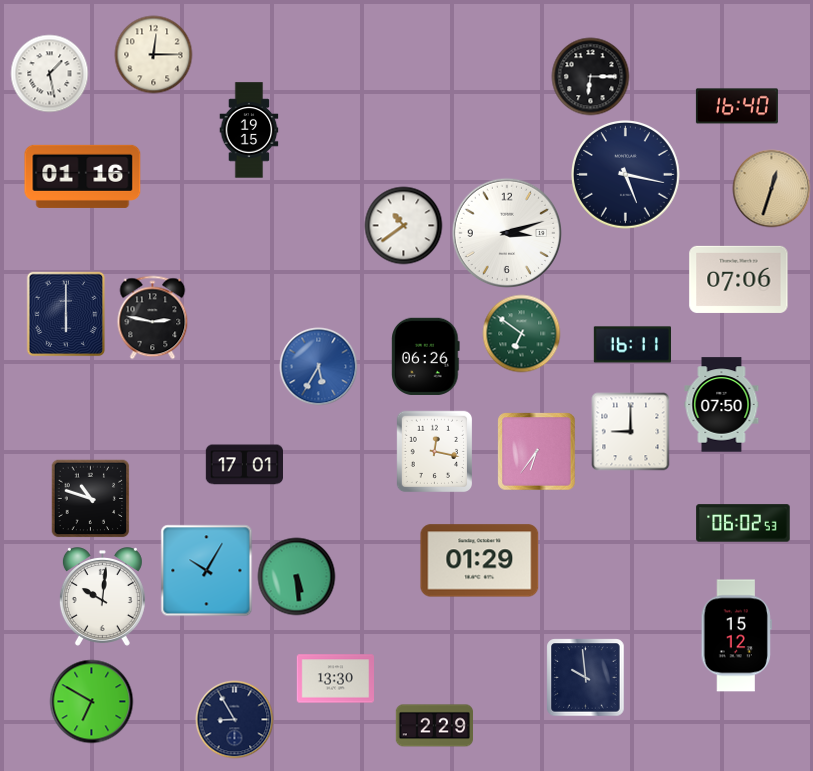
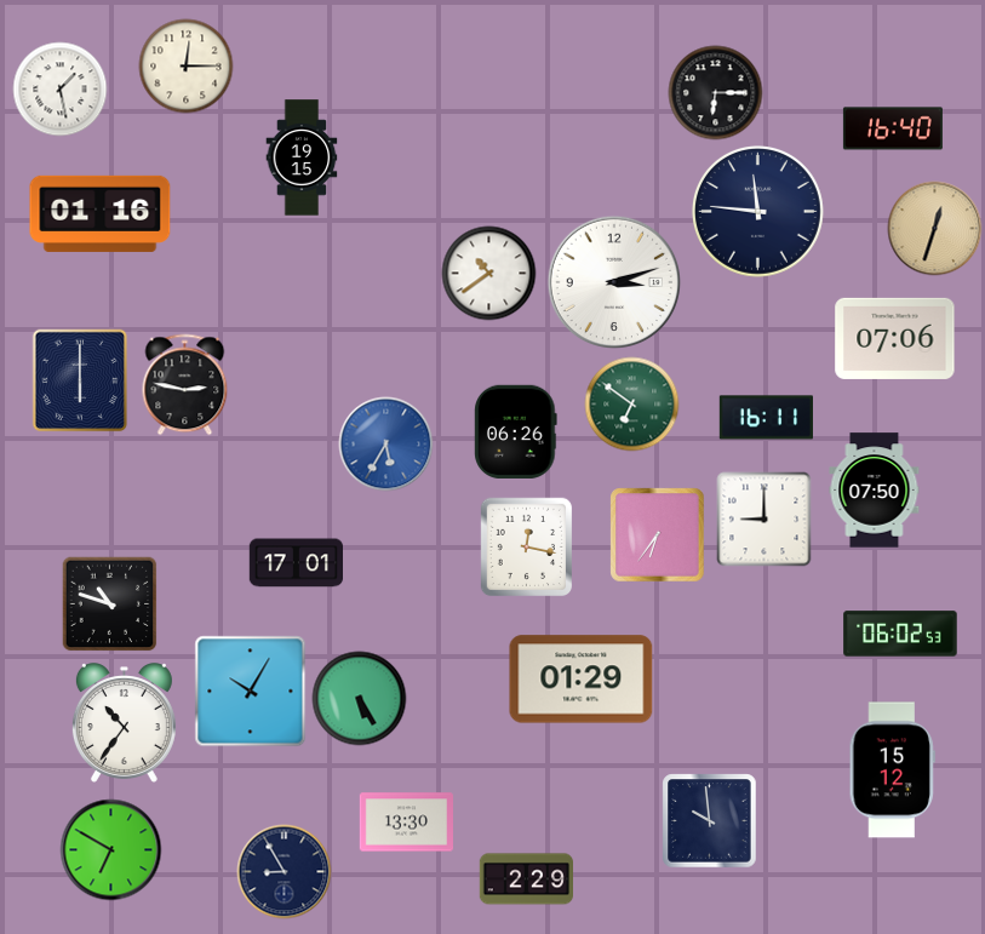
clock at (626, 175): 5:17 -> 11:46
clock at (630, 431) position: (630, 431) -> (763, 518)
clock at (536, 451) position: (536, 451) -> (657, 534)
clock at (296, 576): 5:29 -> 5:25
clock at (102, 597): 10:01 -> 10:36
